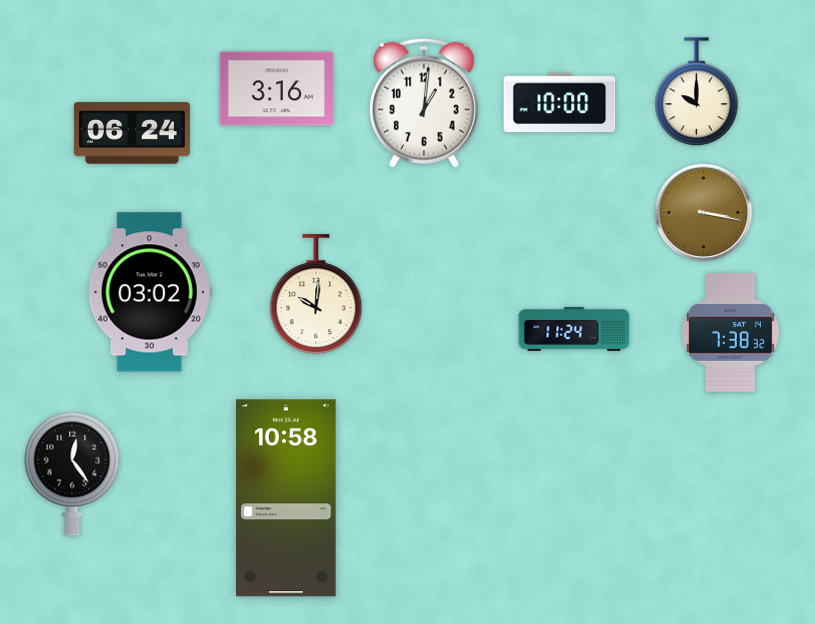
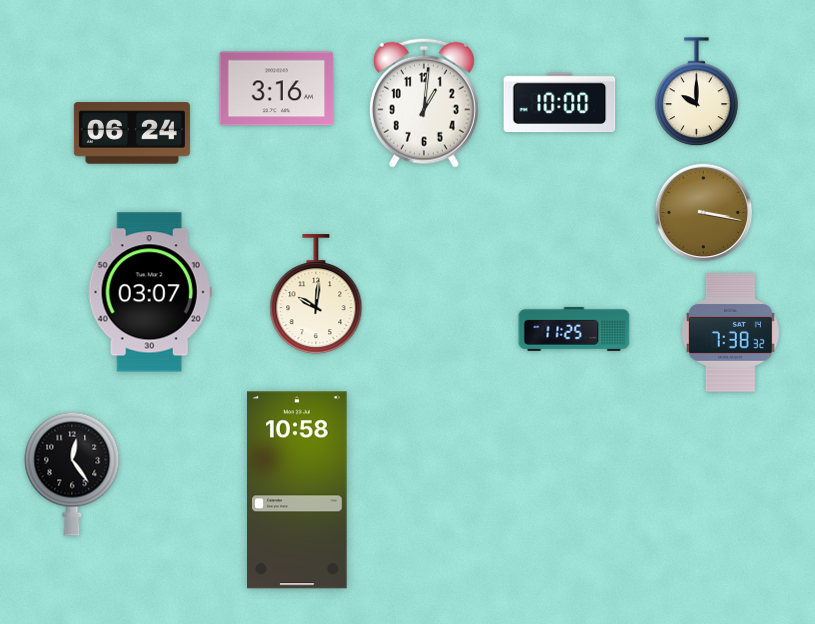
clock at (150, 292): 03:02 -> 03:07
clock at (574, 329): 11:24 -> 11:25
clock at (287, 498) position: (287, 498) -> (298, 490)
